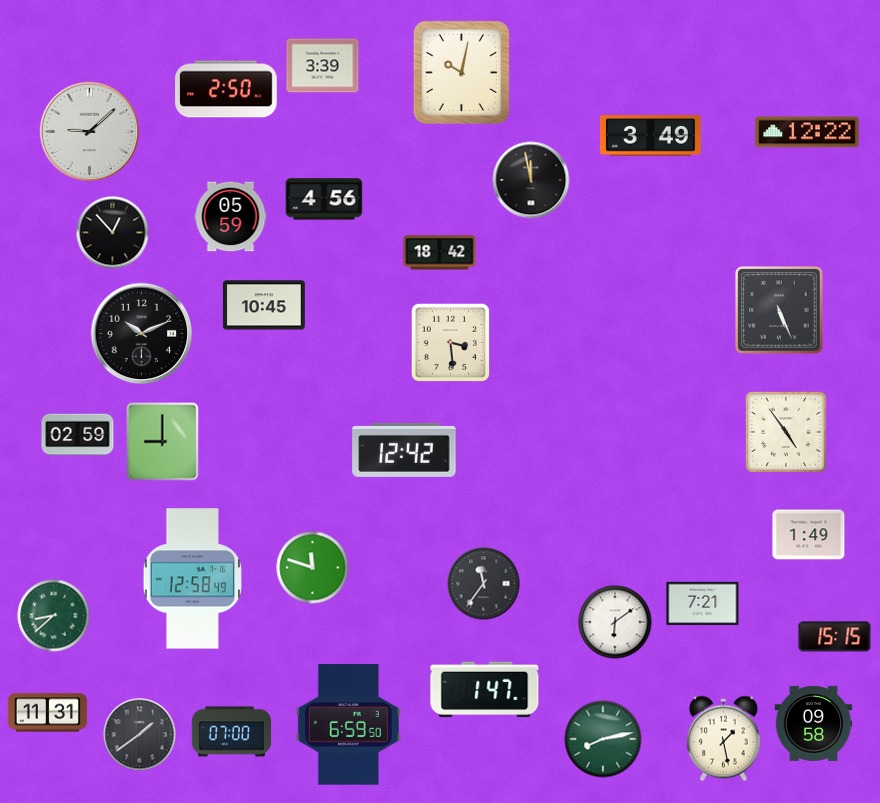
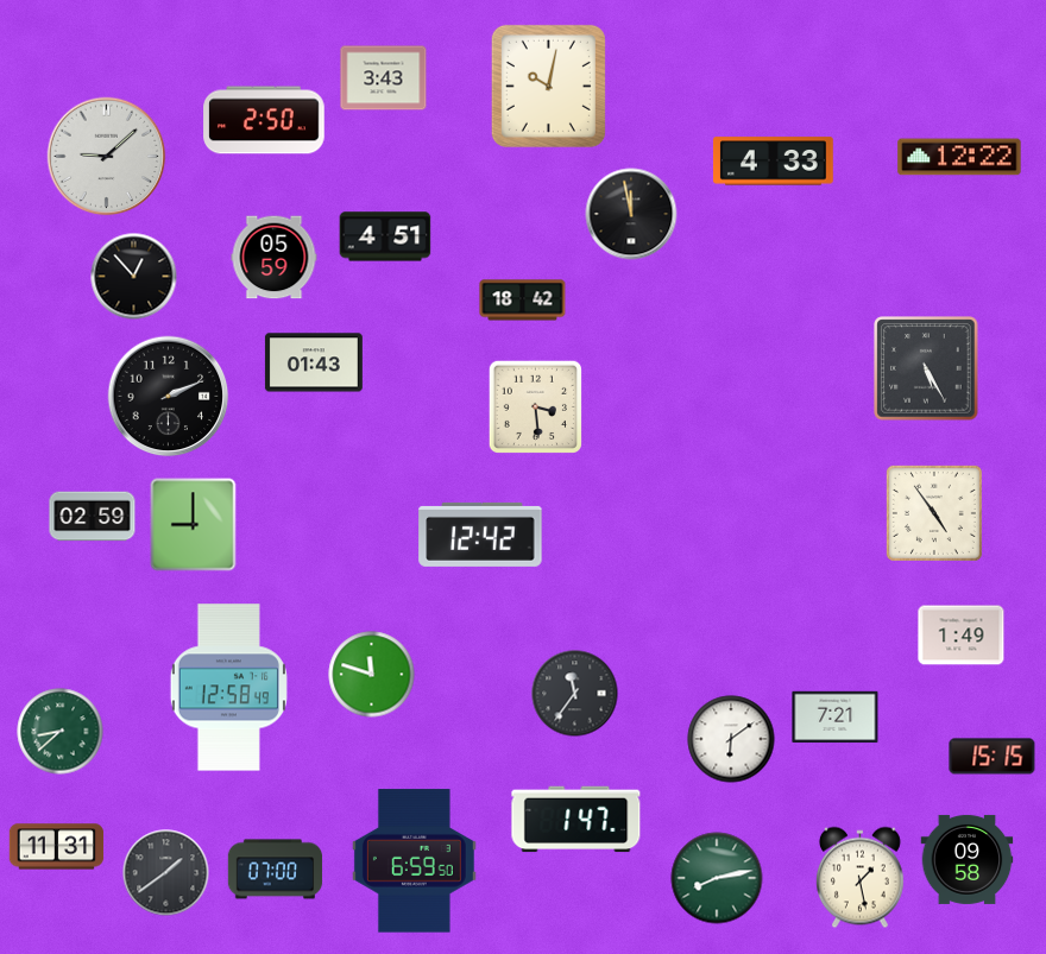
clock at (323, 66): 3:39 -> 3:43
clock at (226, 89) position: (226, 89) -> (264, 120)
clock at (650, 136): 3:49 -> 4:33
clock at (324, 199): 4:56 -> 4:51
clock at (264, 305): 10:45 -> 01:43
clock at (779, 310): 5:26 -> 5:25
clock at (142, 334): 10:11 -> 2:11
clock at (54, 616) position: (54, 616) -> (61, 732)
